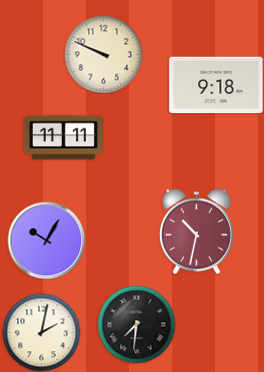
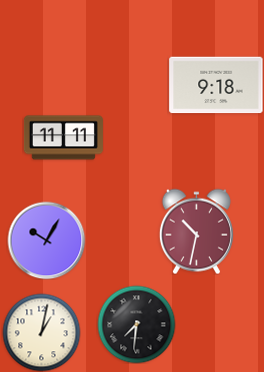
clock at (103, 54): 9:49 -> none
clock at (41, 332): 2:02 -> 1:02
